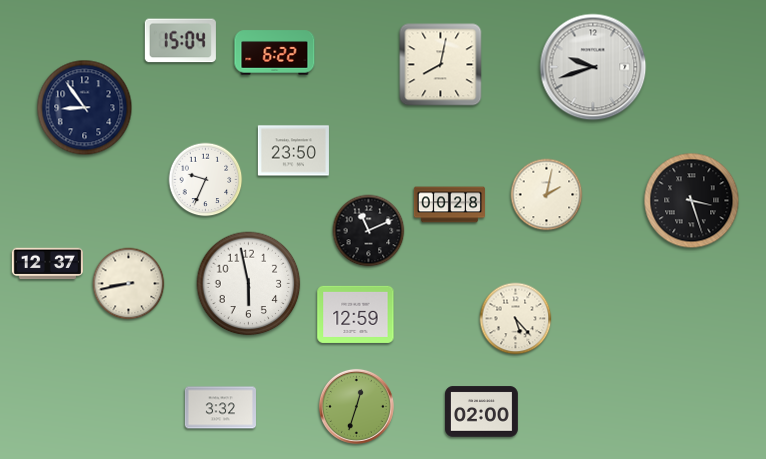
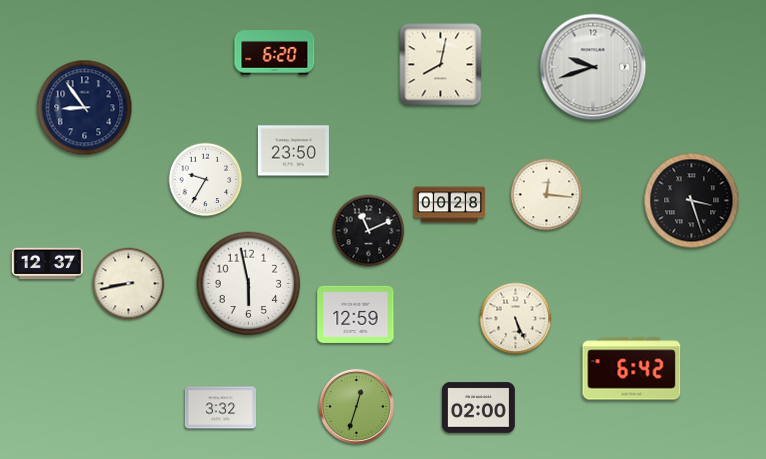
clock at (180, 41): 15:04 -> none
clock at (275, 53): 6:22 -> 6:20
clock at (206, 180): 9:34 -> 9:35
clock at (547, 195): 2:02 -> 12:16
clock at (516, 319): 5:23 -> 5:26
clock at (632, 369): none -> 6:42
clock at (482, 412) position: (482, 412) -> (479, 408)
